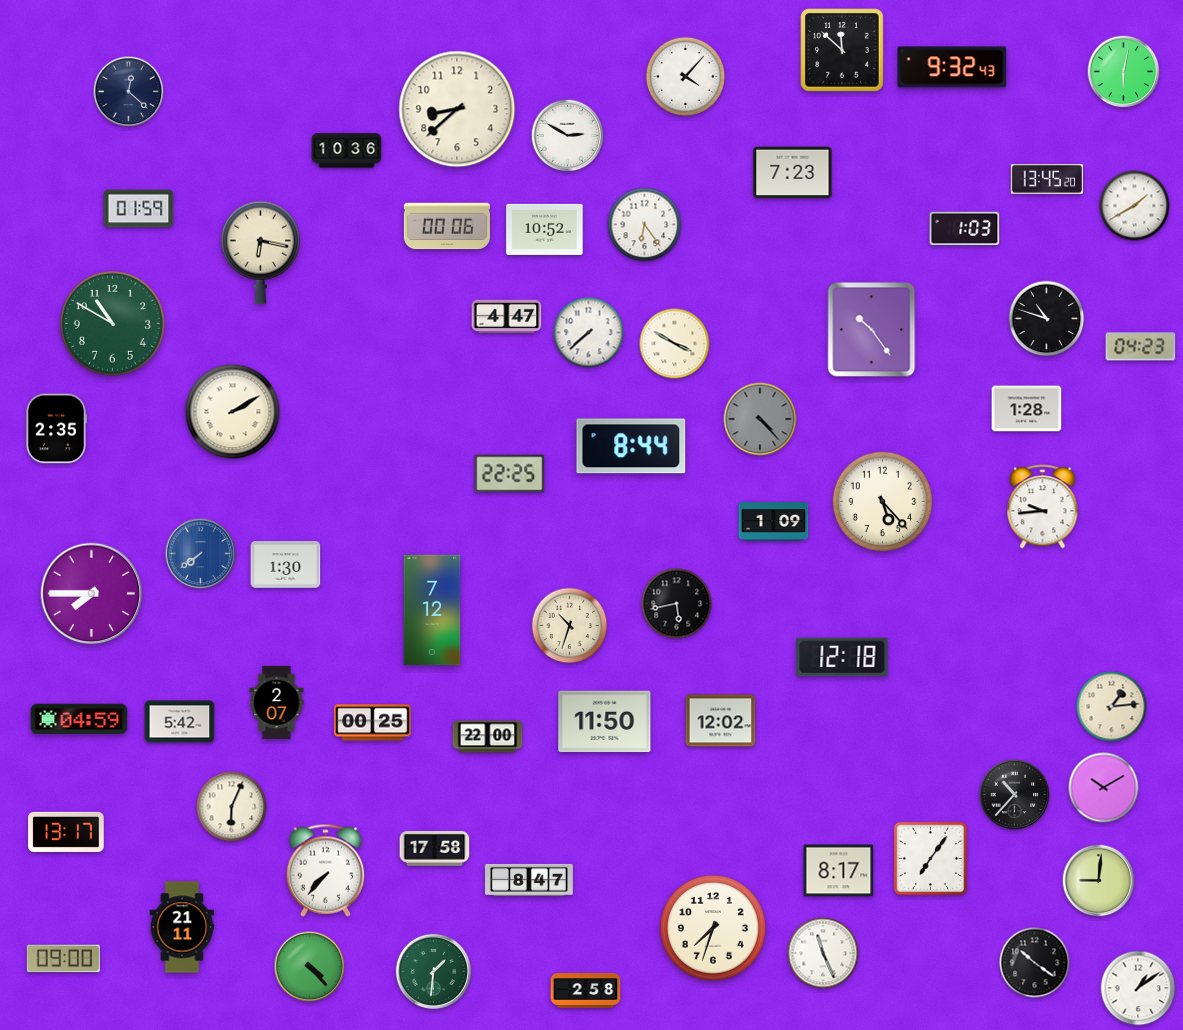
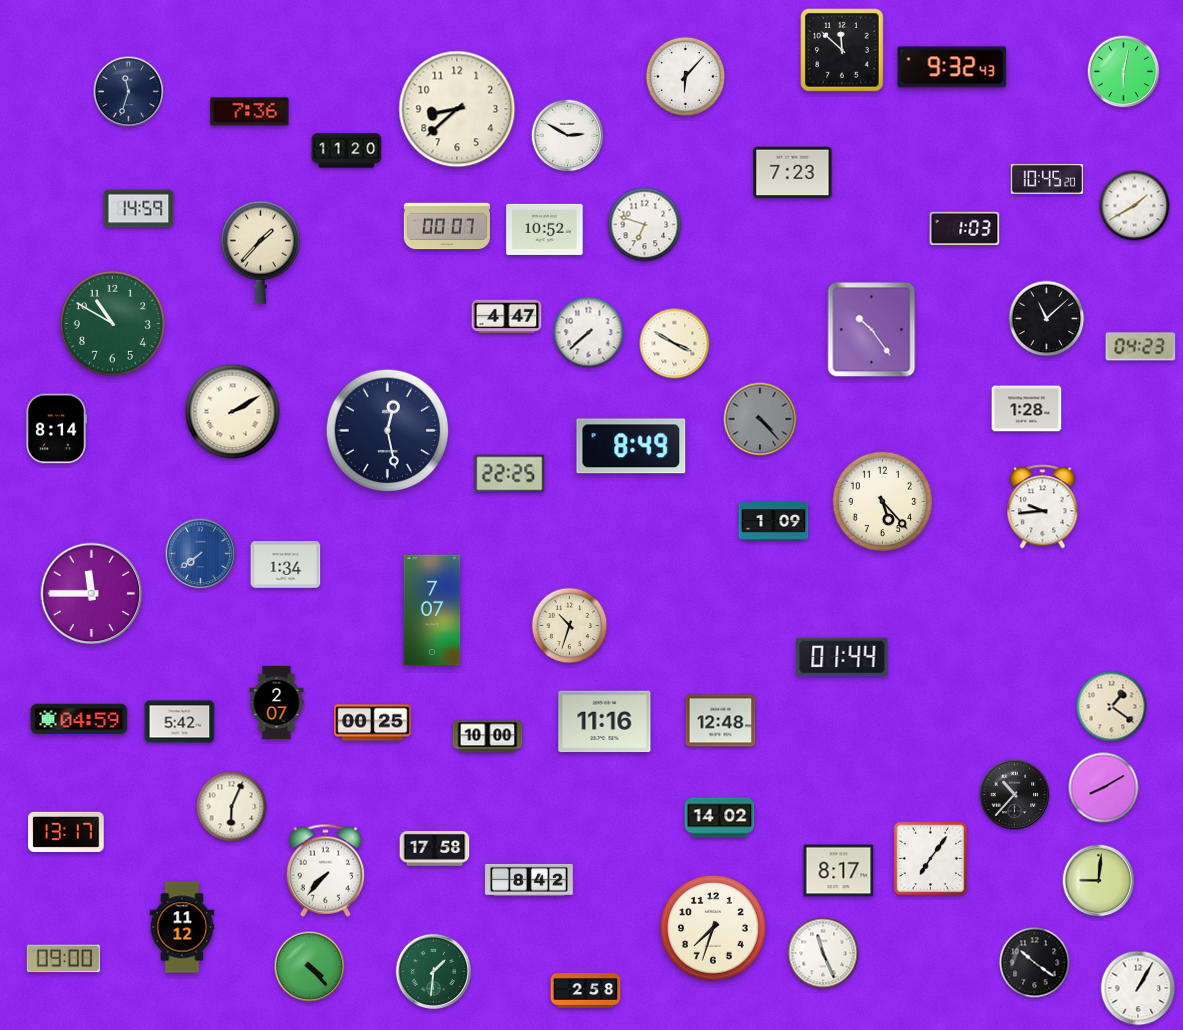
clock at (685, 76): 4:07 -> 6:07
clock at (129, 92): 12:22 -> 11:33
clock at (250, 112): none -> 7:36
clock at (347, 151): 10:36 -> 11:20
clock at (1047, 180): 13:45 -> 10:45
clock at (139, 209): 01:59 -> 14:59
clock at (645, 225): 6:24 -> 6:48
clock at (447, 226): 00:06 -> 00:07
clock at (260, 252): 6:17 -> 1:37
clock at (1047, 319): 10:48 -> 11:08
clock at (56, 429): 2:35 -> 8:14
clock at (388, 431): none -> 12:28
clock at (631, 446): 8:44 -> 8:49
clock at (286, 565): 1:30 -> 1:34
clock at (92, 594): 7:45 -> 11:45
clock at (677, 604): 5:43 -> none
clock at (432, 610): 7:12 -> 7:07
clock at (842, 657): 12:18 -> 01:44
clock at (1112, 707): 1:14 -> 1:21
clock at (721, 721): 12:02 -> 12:48
clock at (605, 722): 11:50 -> 11:16
clock at (488, 737): 22:00 -> 10:00
clock at (1104, 788): 10:10 -> 8:10
clock at (720, 818): none -> 14:02
clock at (530, 880): 8:47 -> 8:42
clock at (182, 927): 21:11 -> 11:12
clock at (1138, 988): 1:09 -> 1:05
